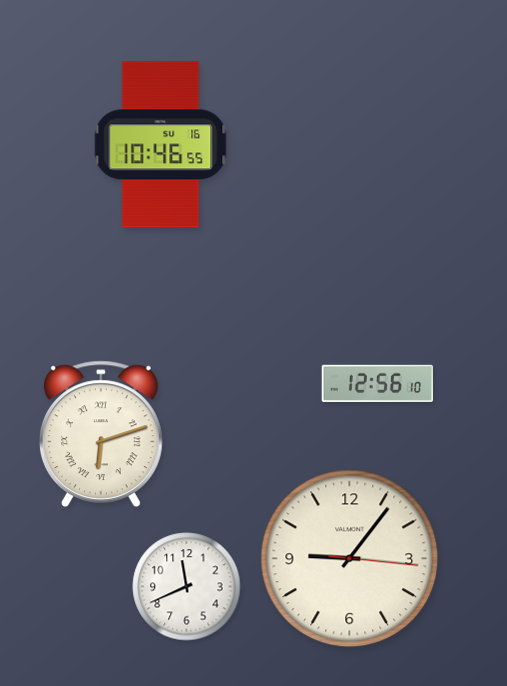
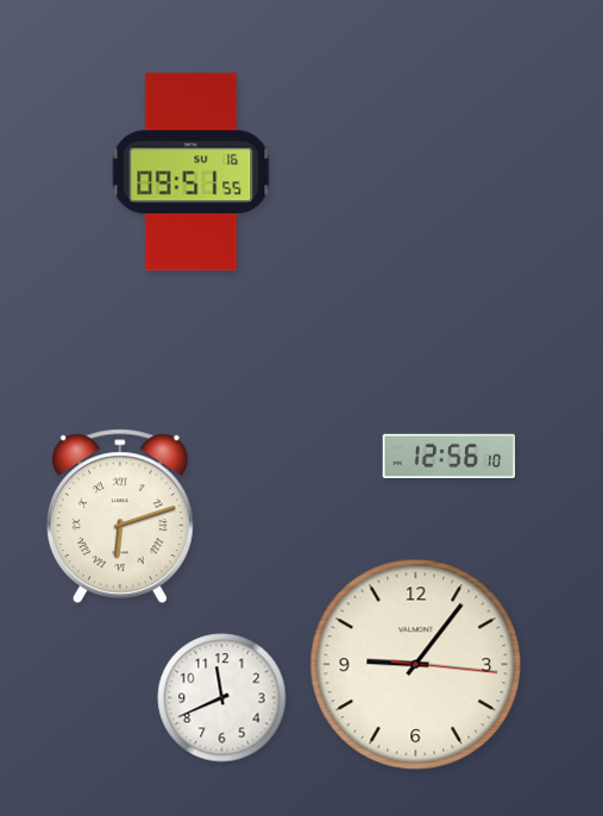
clock at (161, 145): 10:46 -> 09:51
